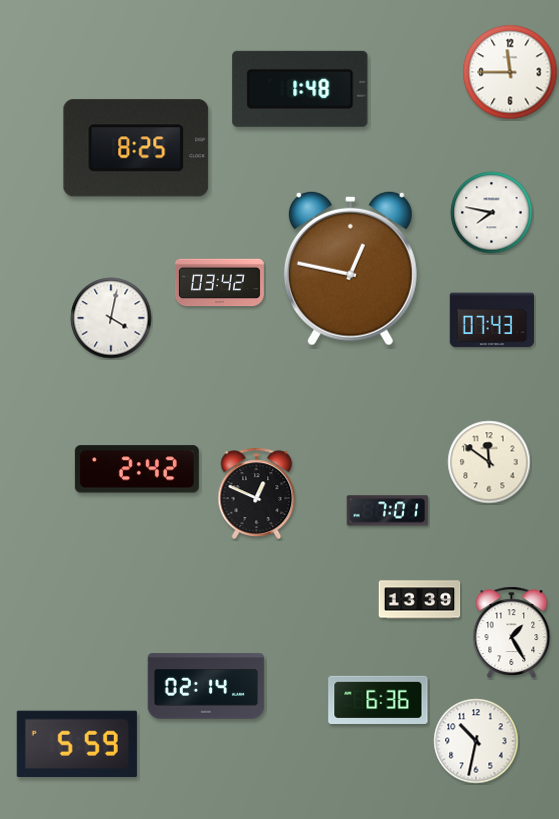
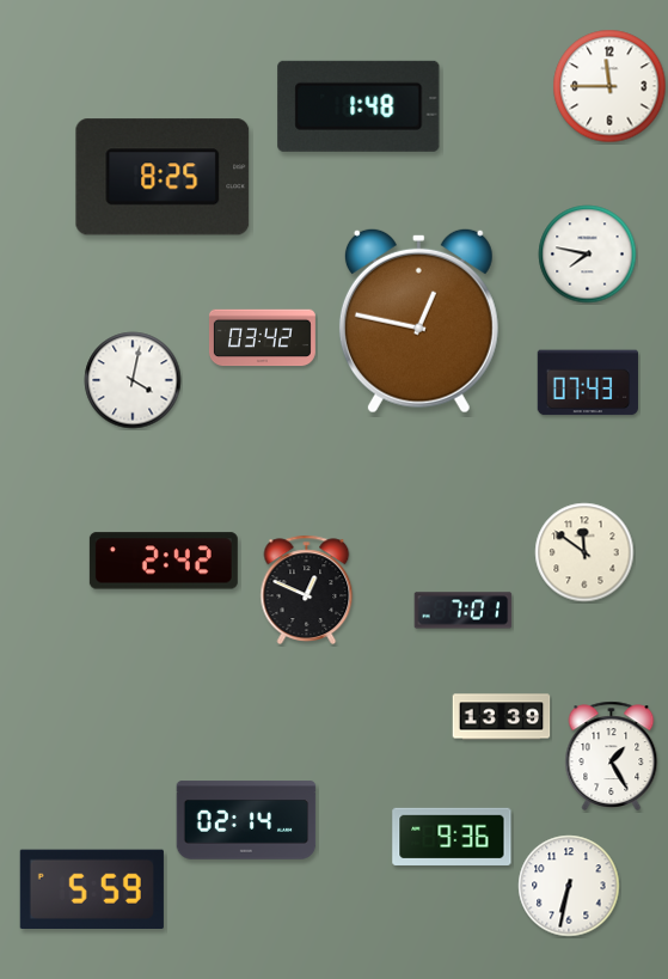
clock at (378, 700): 6:36 -> 9:36
clock at (476, 741): 10:32 -> 6:32
